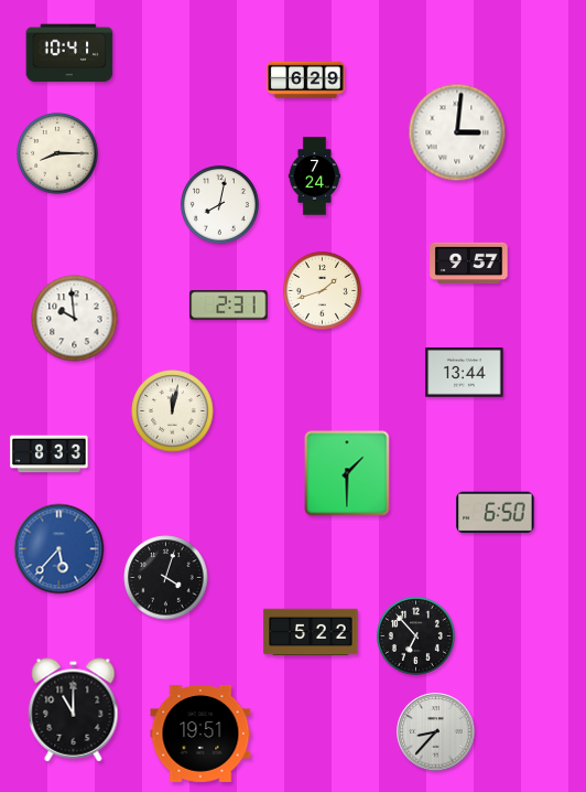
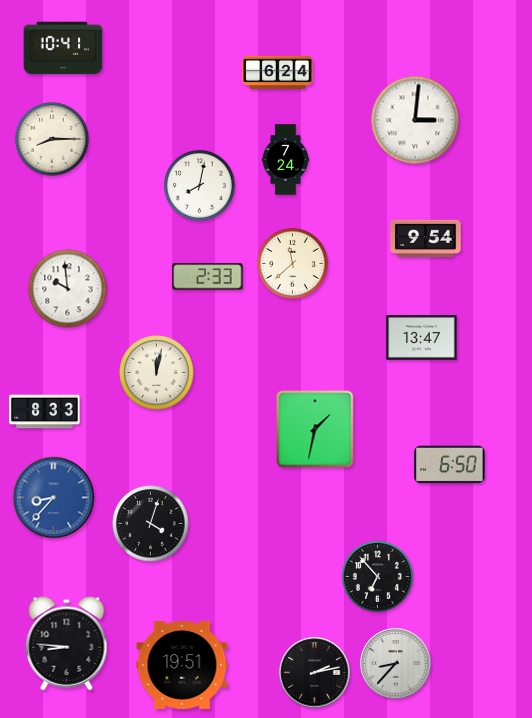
clock at (306, 81): 6:29 -> 6:24
clock at (469, 264): 9:57 -> 9:54
clock at (322, 290): 1:42 -> 11:38
clock at (229, 306): 2:31 -> 2:33
clock at (465, 373): 13:44 -> 13:47
clock at (347, 473): 1:30 -> 1:32
clock at (59, 549): 5:37 -> 8:37
clock at (311, 632): 5:22 -> none
clock at (74, 710): 11:00 -> 8:46
clock at (315, 673): none -> 2:13
